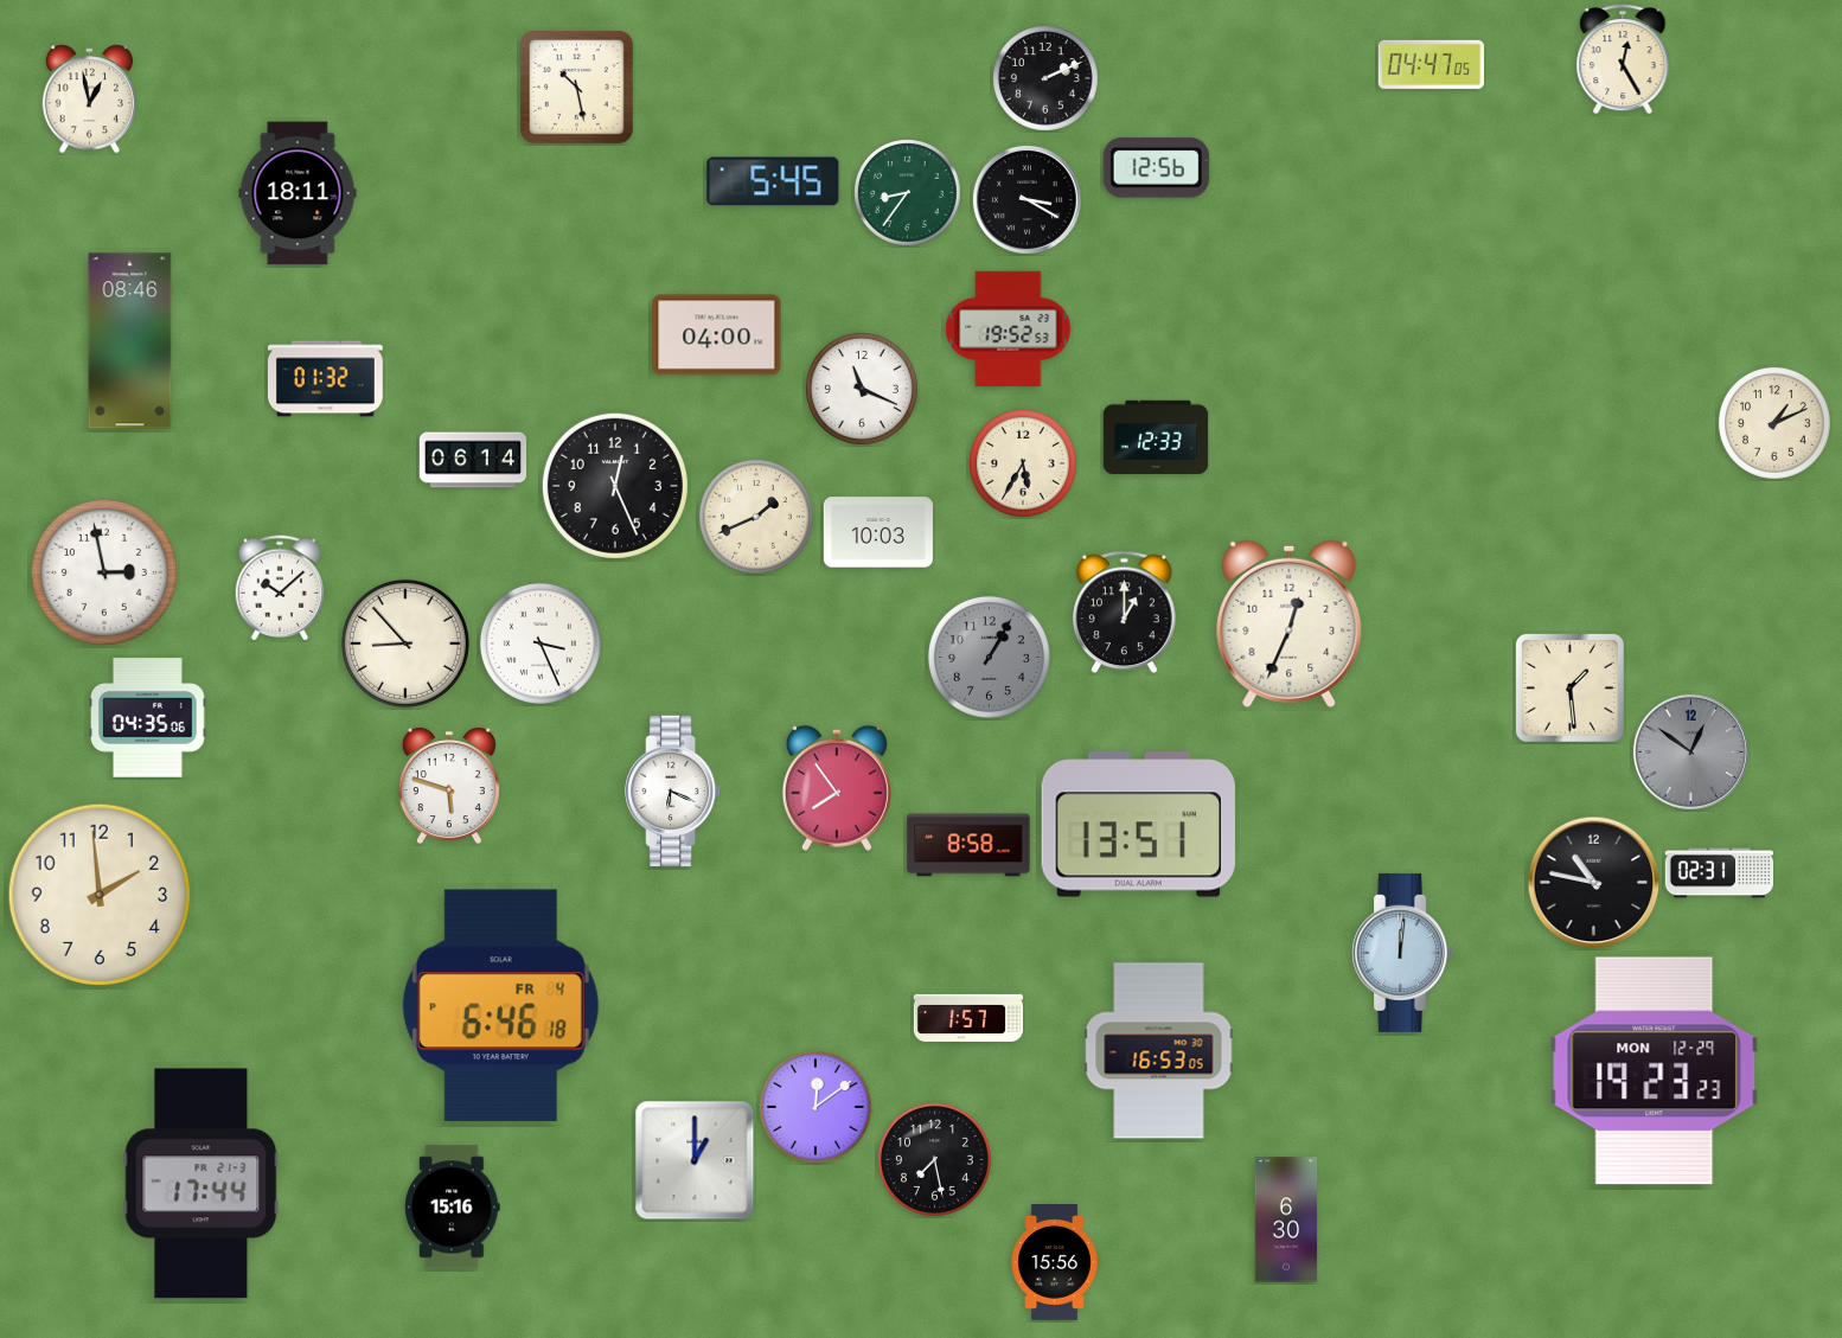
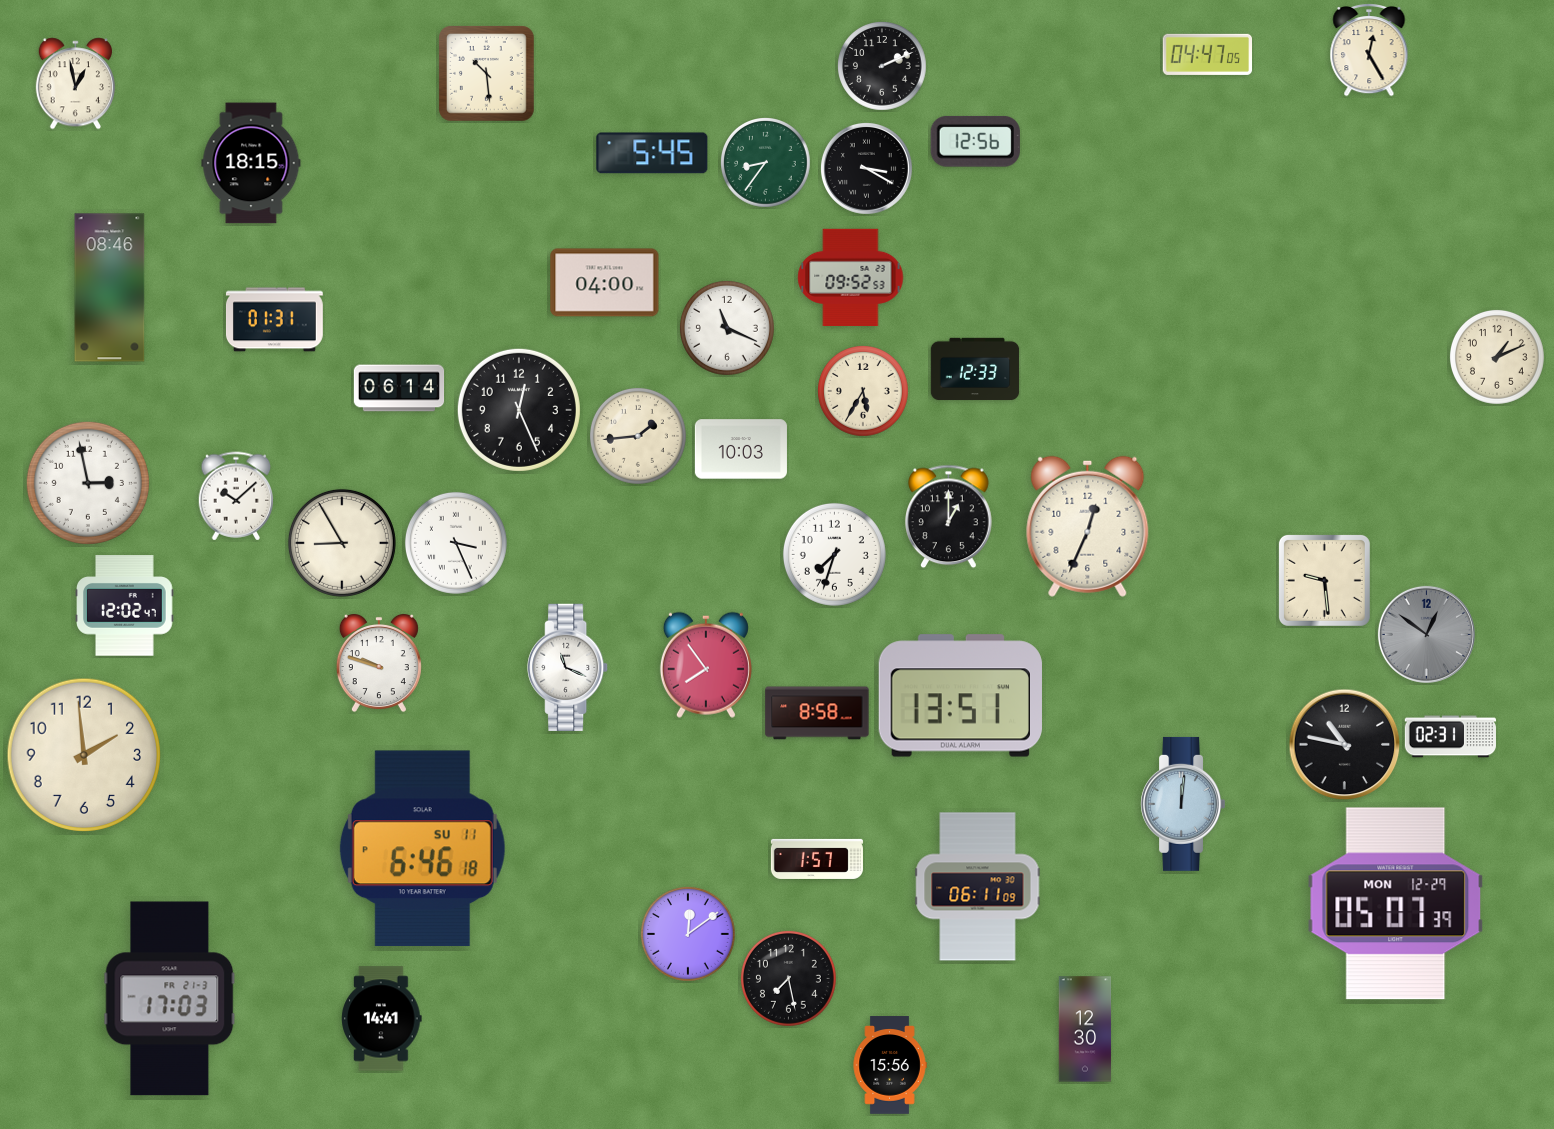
clock at (577, 88): 10:28 -> 10:29
clock at (298, 193): 18:11 -> 18:15
clock at (1009, 328): 19:52 -> 09:52
clock at (325, 379): 01:32 -> 01:31
clock at (756, 517): 1:41 -> 1:44
clock at (405, 644): 8:53 -> 8:55
clock at (989, 657): 1:05 -> 7:33
clock at (989, 657) dial: grey -> white
clock at (1569, 687): 1:29 -> 9:29
clock at (148, 718): 04:35 -> 12:02
clock at (449, 786): 5:48 -> 9:48
clock at (673, 790): 6:19 -> 11:19
clock at (500, 1006) date: FR 4 -> SU 11
clock at (1159, 1051): 16:53 -> 06:11
clock at (1655, 1071): 19:23 -> 05:07
clock at (695, 1160): 1:00 -> none
clock at (202, 1184): 17:44 -> 17:03
clock at (453, 1208): 15:16 -> 14:41
clock at (1286, 1219): 6:30 -> 12:30
